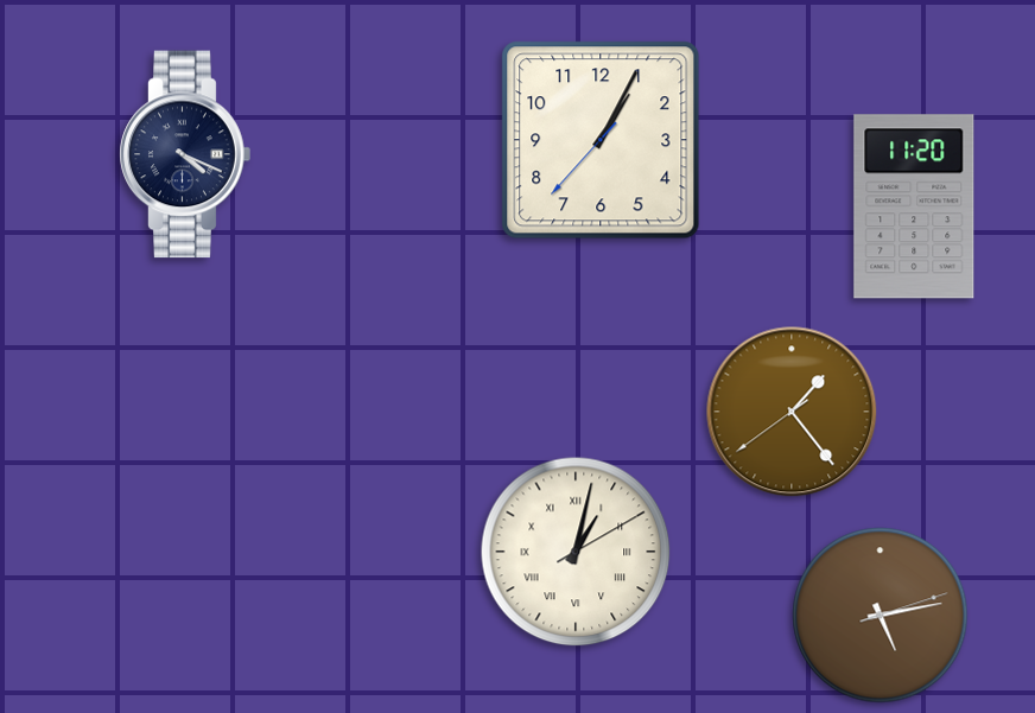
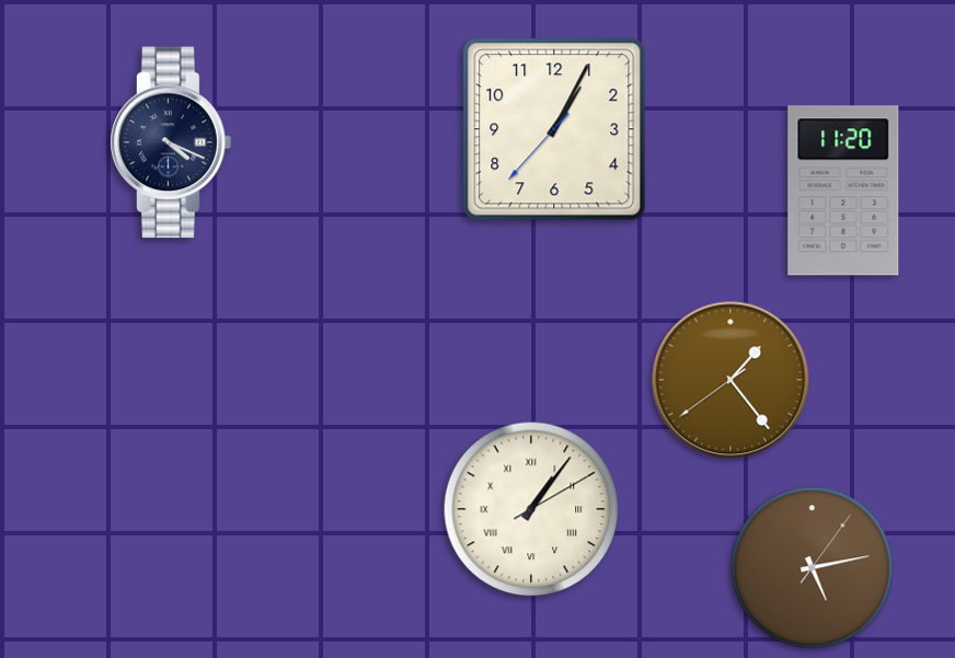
clock at (576, 552): 1:02 -> 1:06
clock at (881, 616): 5:13:12 -> 5:13:06
